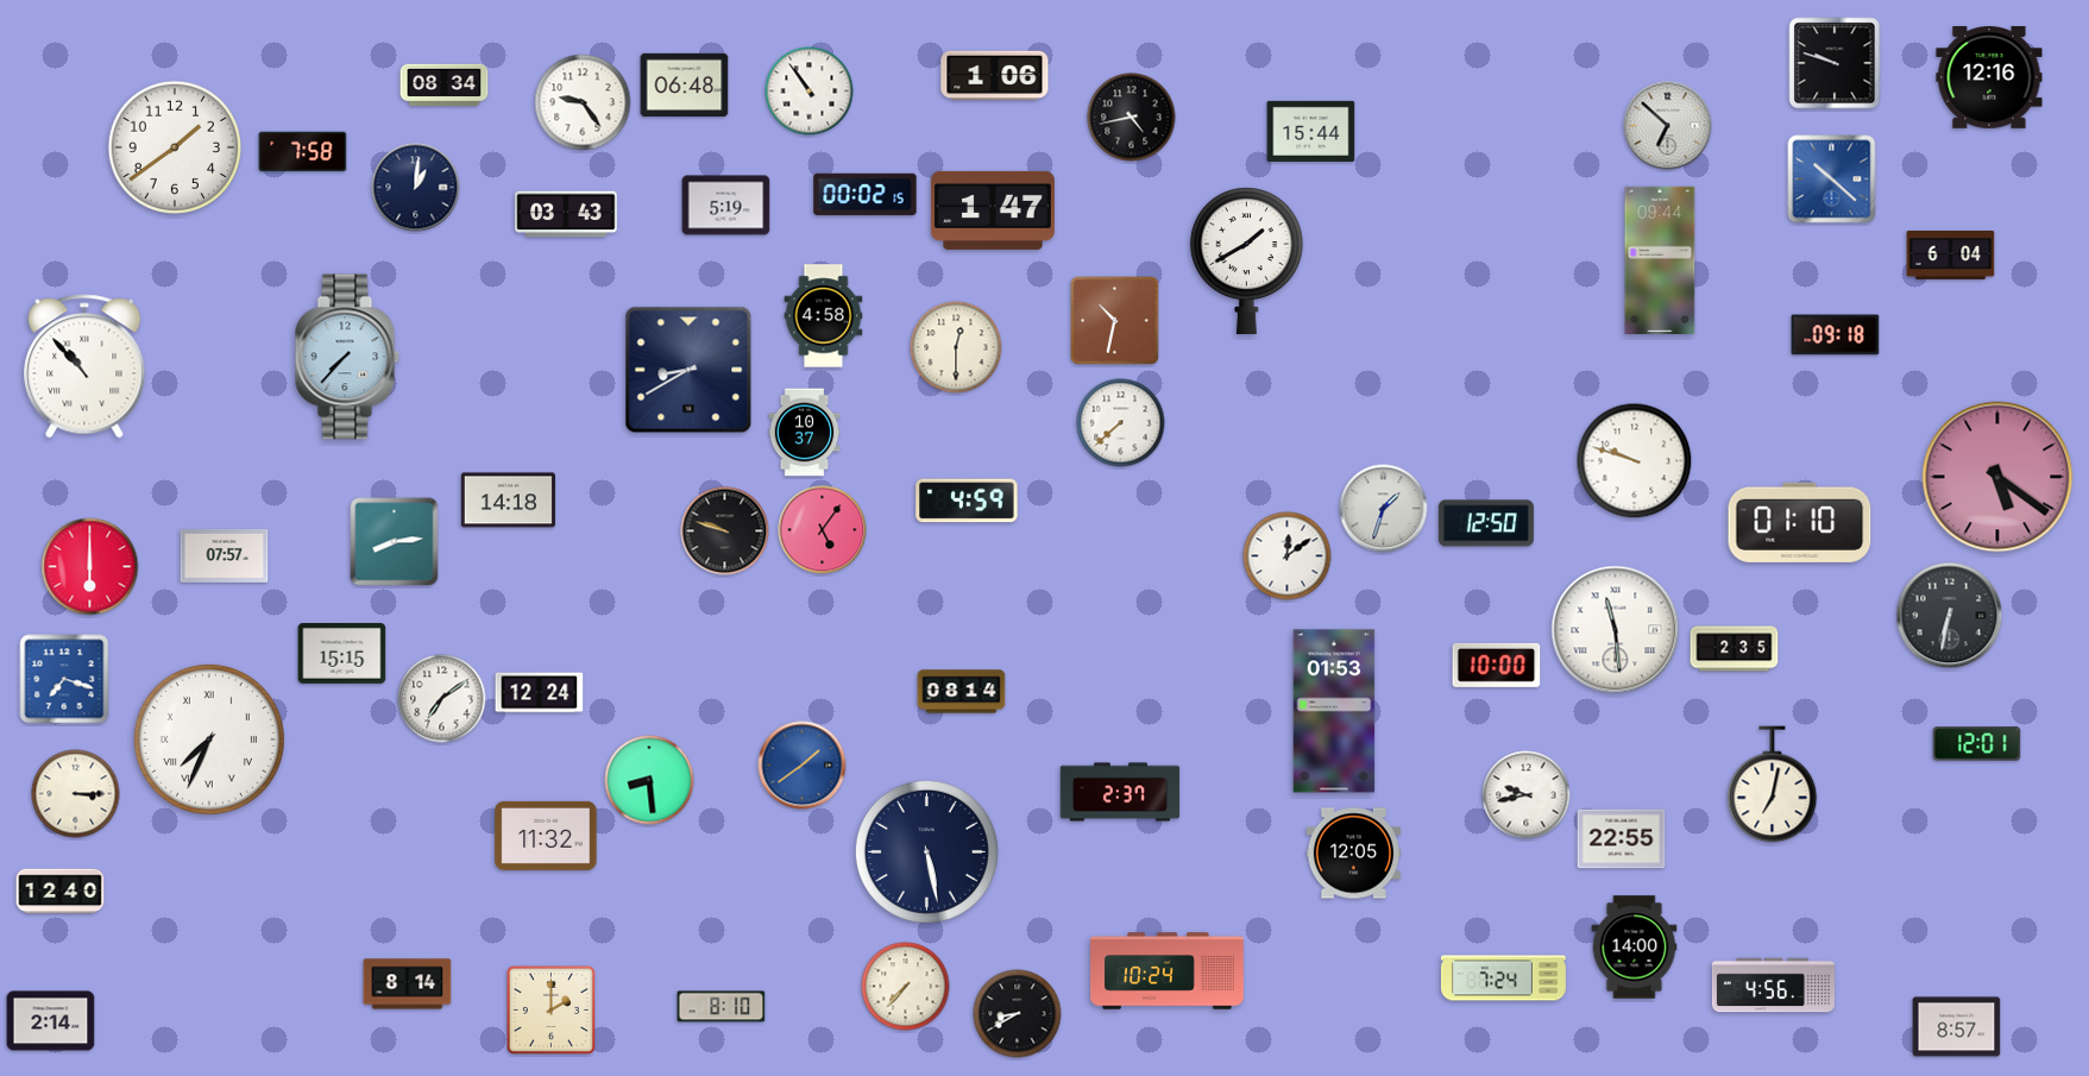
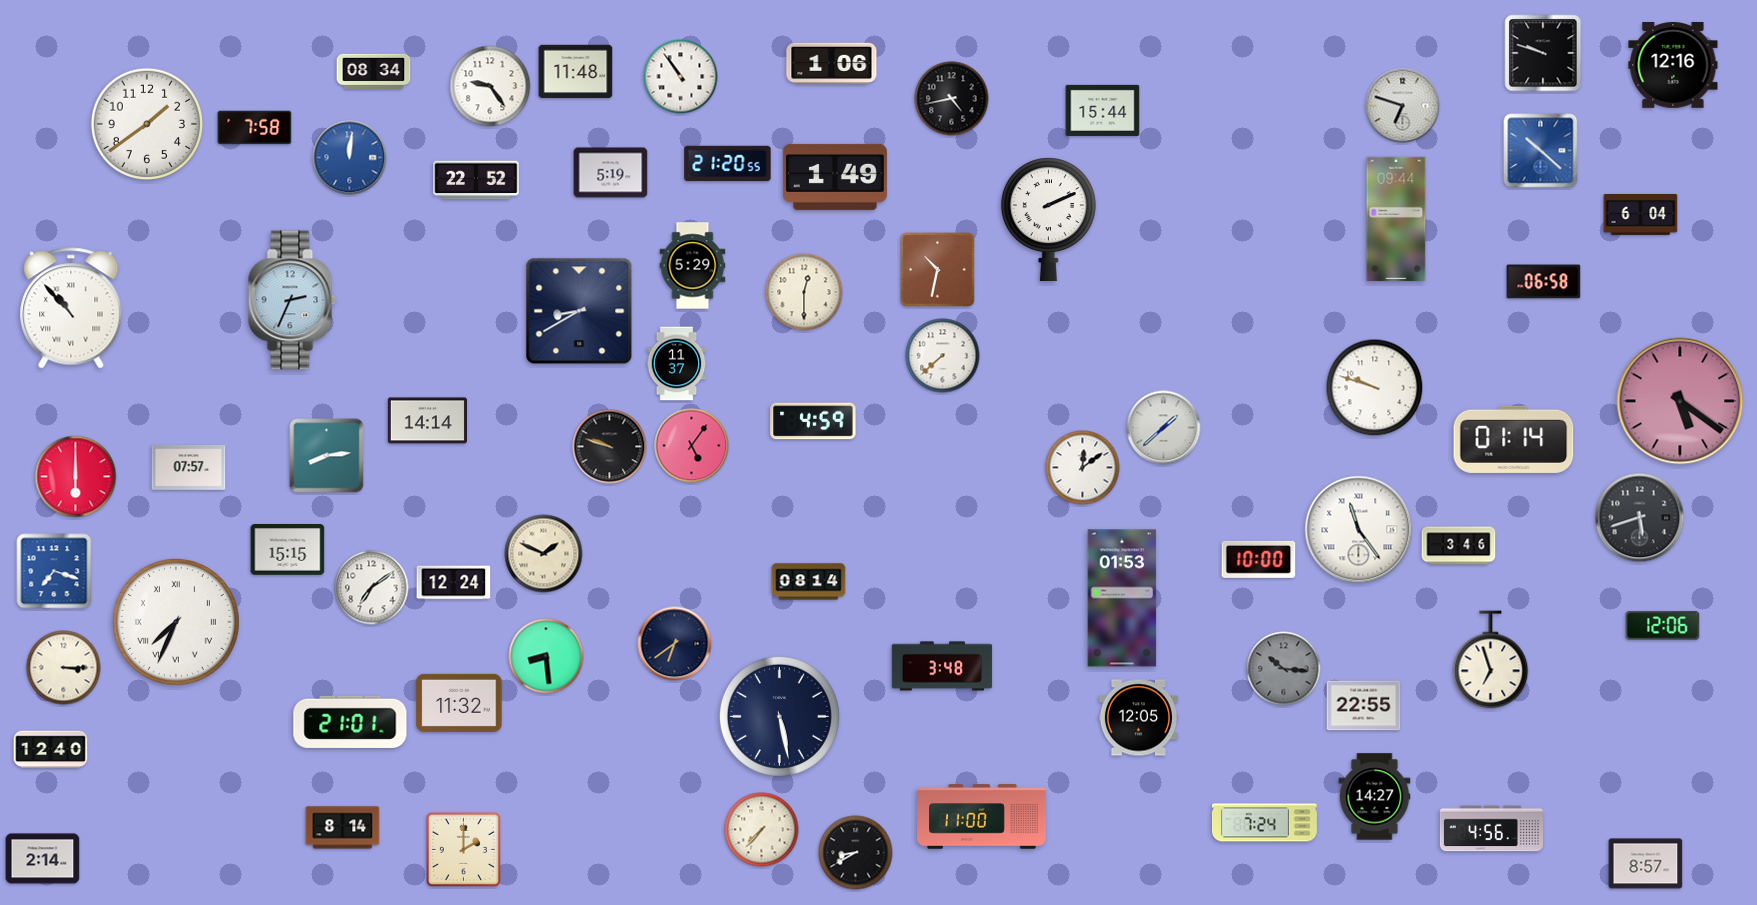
clock at (995, 76) position: (995, 76) -> (832, 64)
clock at (685, 86): 06:48 -> 11:48
clock at (1668, 126): 6:52 -> 6:48
clock at (416, 188): 1:01 -> 12:01
clock at (416, 188) dial: navy -> blue
clock at (866, 195): 00:02 -> 21:20
clock at (993, 210): 1:47 -> 1:49
clock at (566, 214): 03:43 -> 22:52
clock at (1246, 260): 1:40 -> 2:11
clock at (824, 316): 4:58 -> 5:29
clock at (1836, 335): 09:18 -> 06:58
clock at (347, 357): 7:37 -> 2:34
clock at (805, 433): 10:37 -> 11:37
clock at (508, 501): 14:18 -> 14:14
clock at (1384, 509): 1:33 -> 1:38
clock at (1800, 522): 01:10 -> 01:14
clock at (1486, 523): 12:50 -> none
clock at (395, 542) position: (395, 542) -> (327, 456)
clock at (1950, 616): 6:32 -> 5:42
clock at (1616, 630): 11:29 -> 11:24
clock at (1735, 649): 2:35 -> 3:46
clock at (544, 554): none -> 1:49
clock at (1977, 744): 12:01 -> 12:06
clock at (803, 766): 1:39 -> 6:39
clock at (803, 766) dial: blue -> navy
clock at (1773, 785): 7:02 -> 6:57
clock at (1120, 792): 2:37 -> 3:48
clock at (1527, 795): 9:43 -> 10:16
clock at (1527, 795) dial: white -> grey
clock at (350, 722): none -> 21:01
clock at (1635, 948): 14:00 -> 14:27
clock at (1168, 971): 10:24 -> 11:00
clock at (722, 1007): 8:10 -> none
